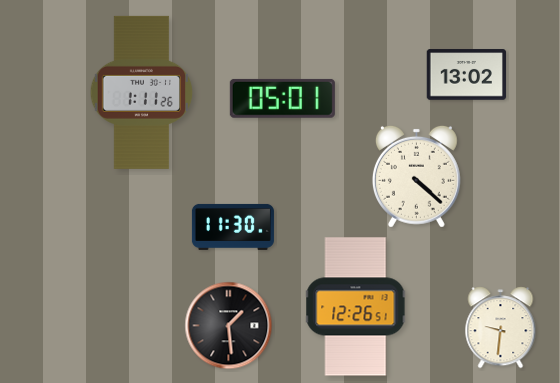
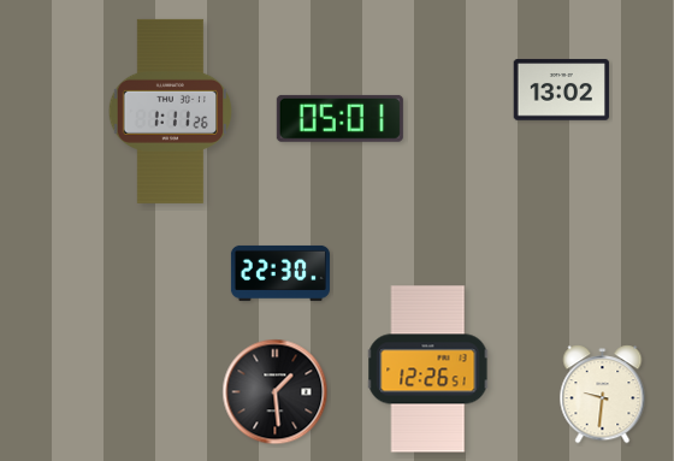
clock at (416, 176): 4:22 -> none
clock at (233, 227): 11:30 -> 22:30
